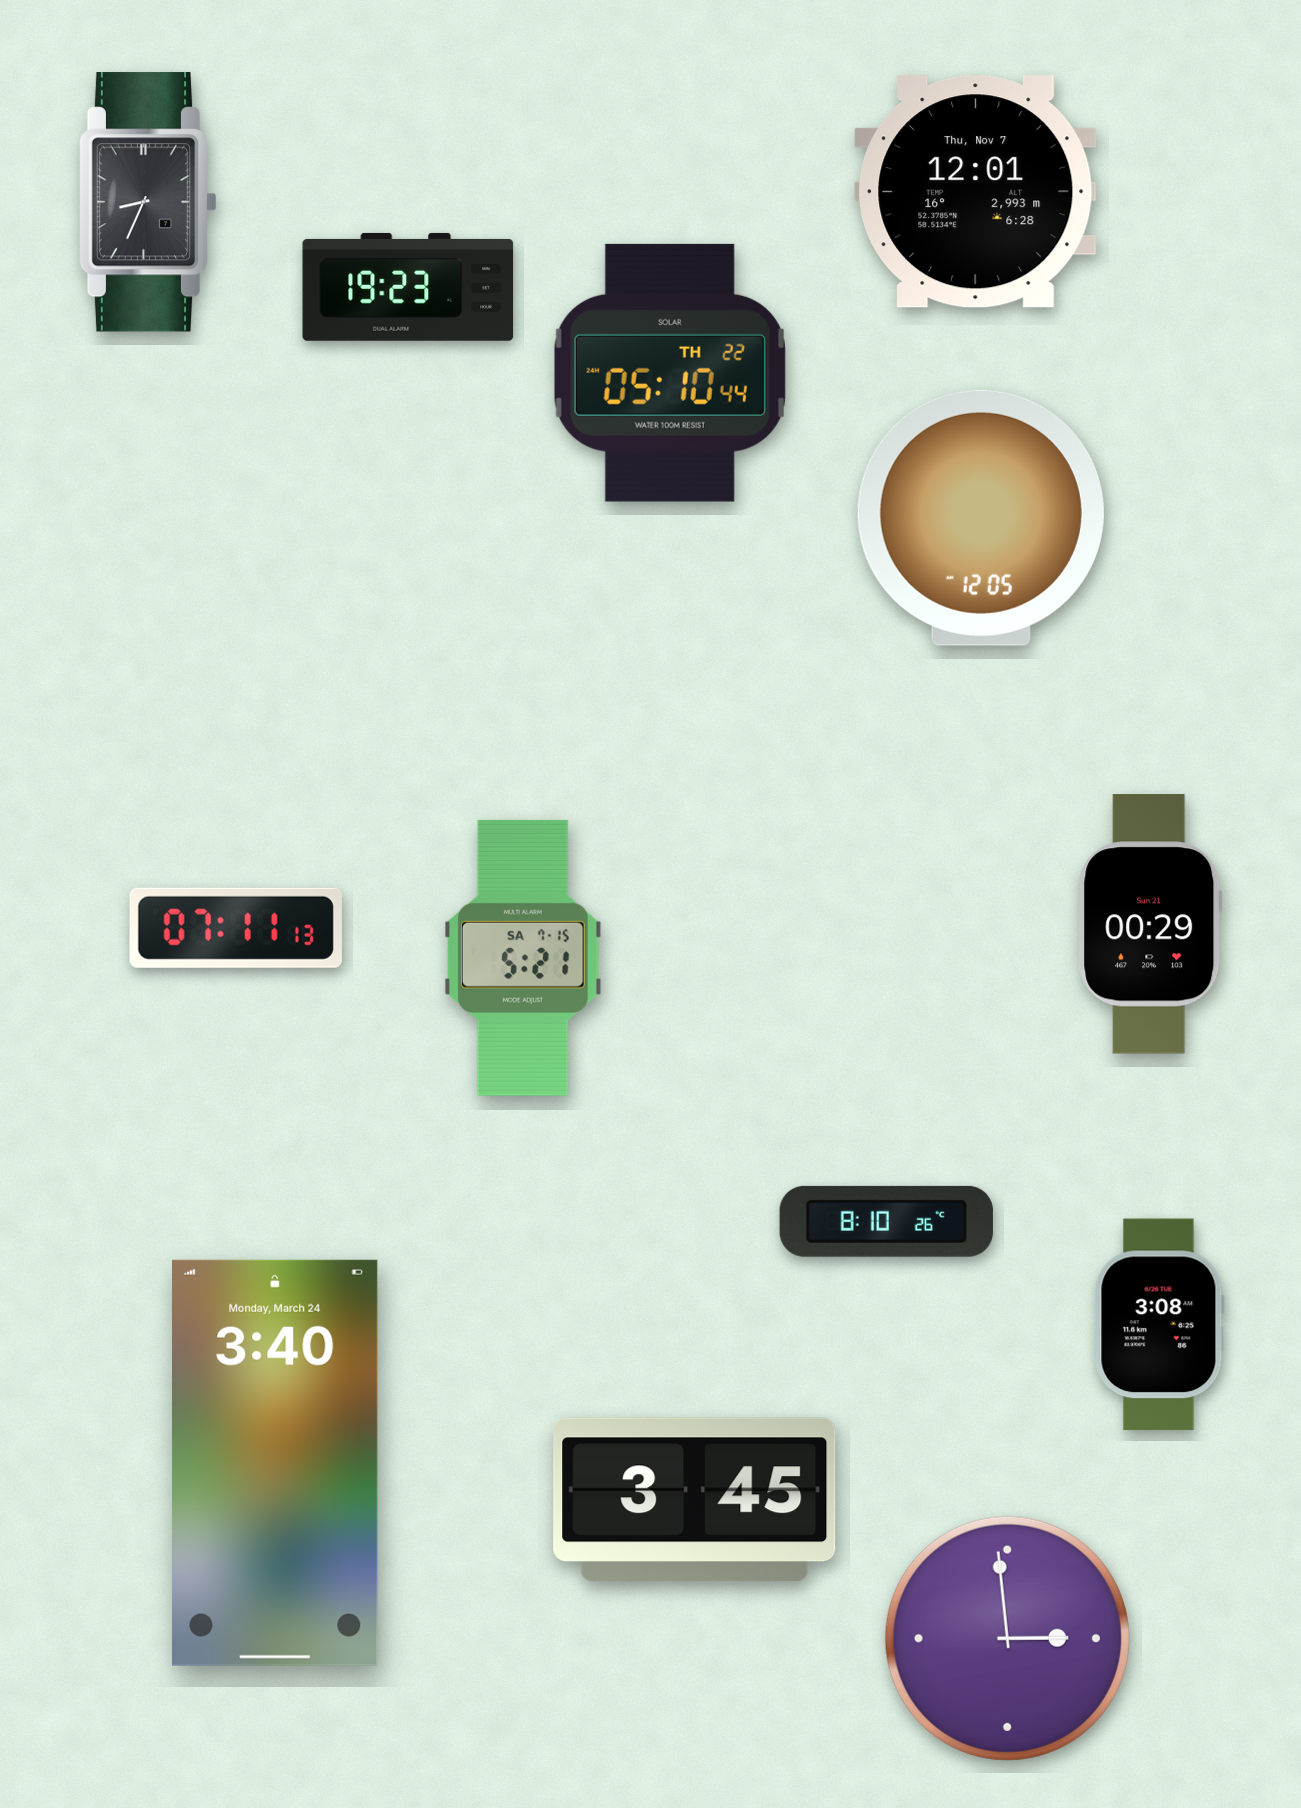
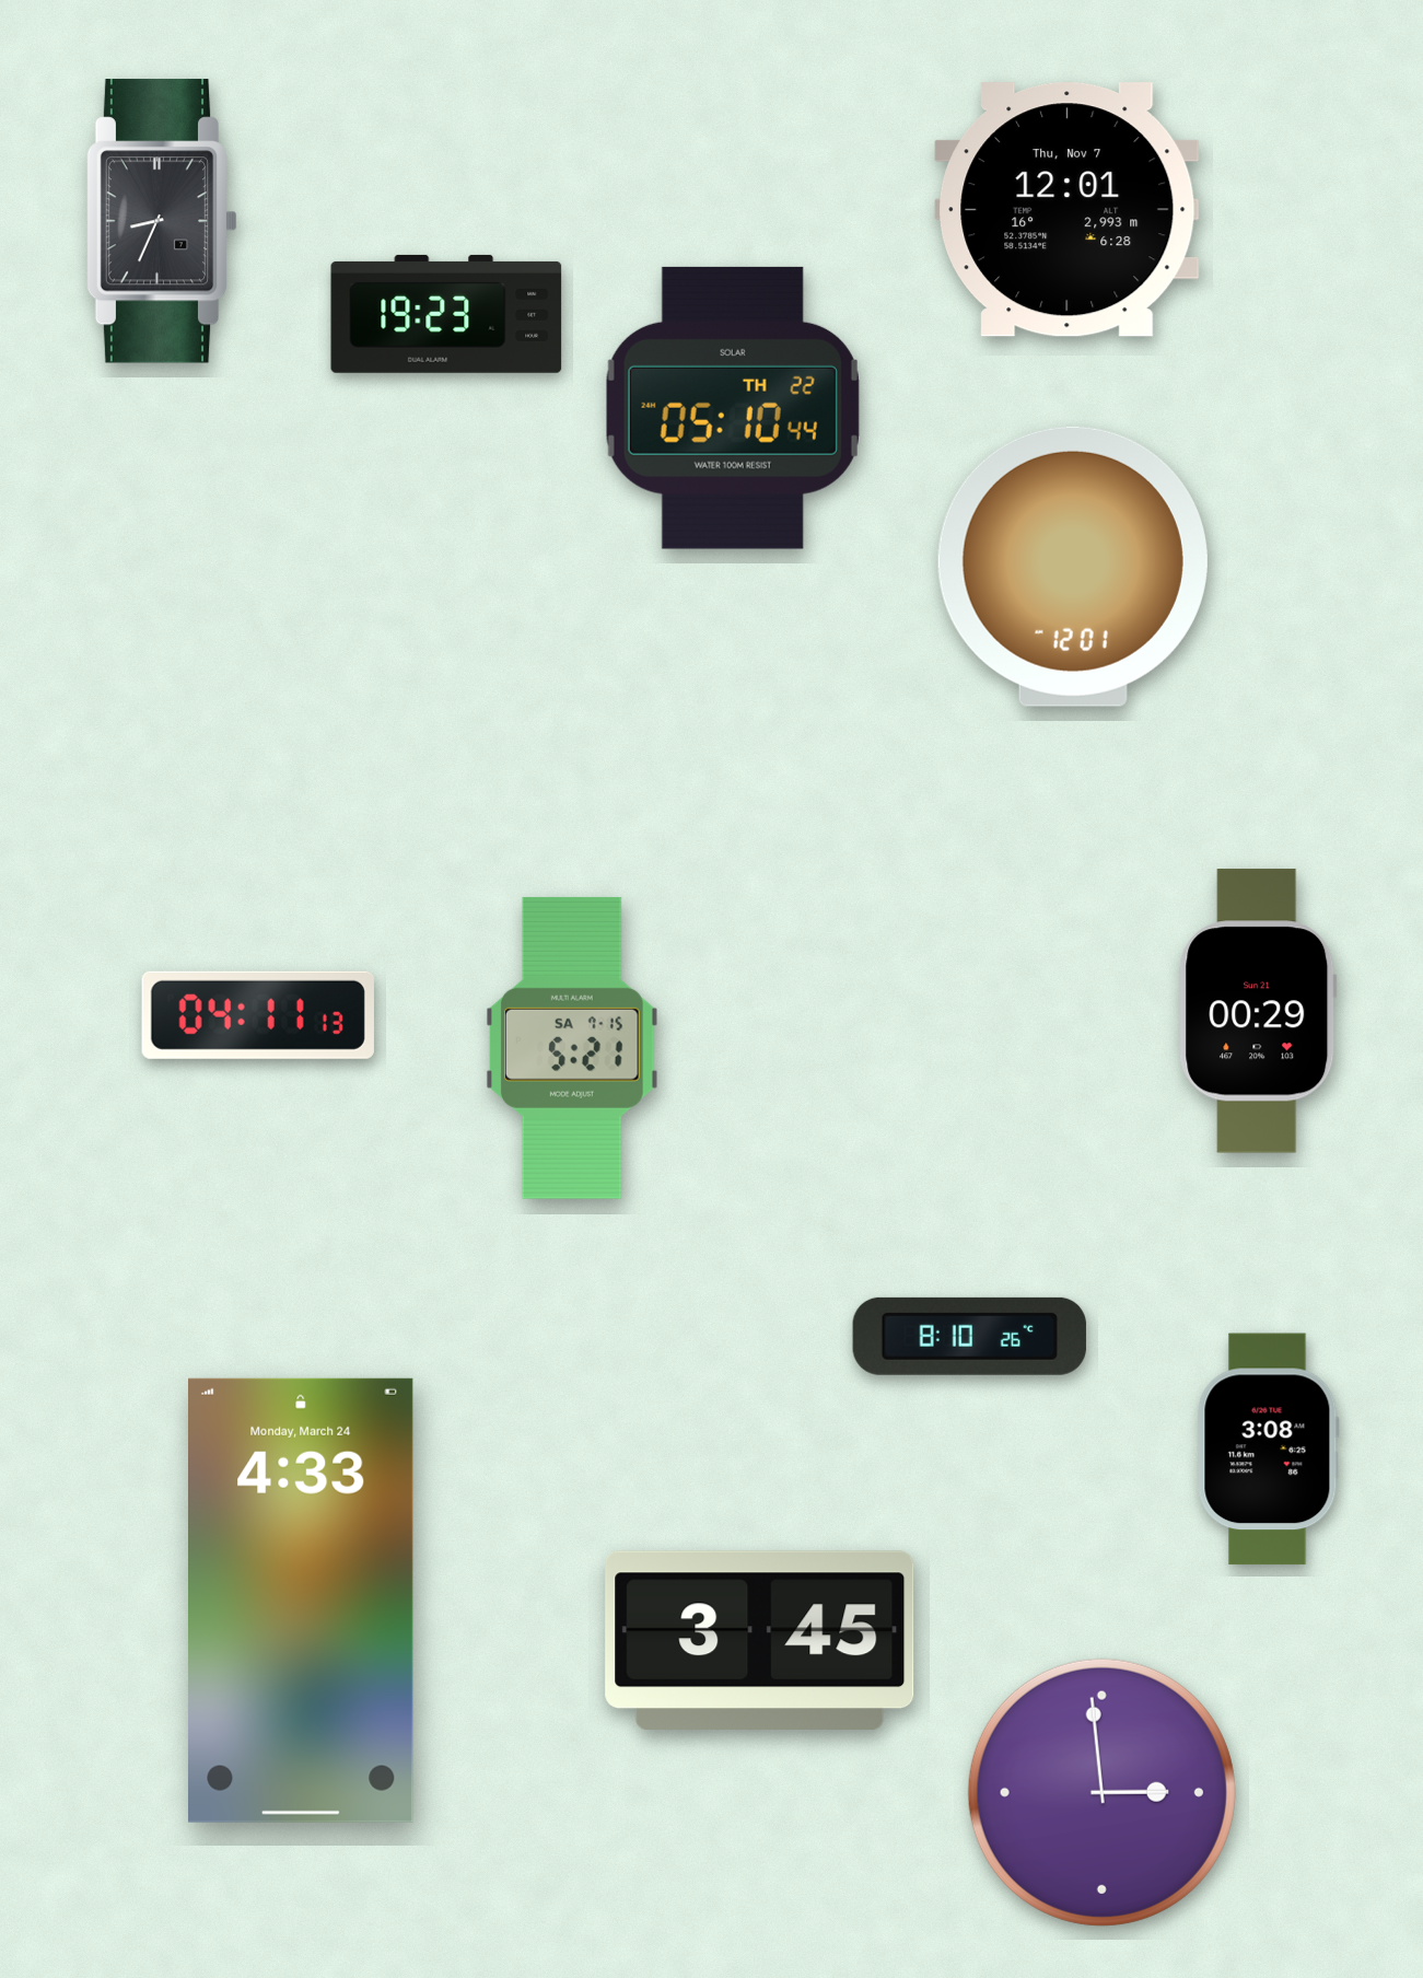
clock at (981, 518): 12:05 -> 12:01
clock at (236, 928): 07:11 -> 04:11
clock at (276, 1463): 3:40 -> 4:33
